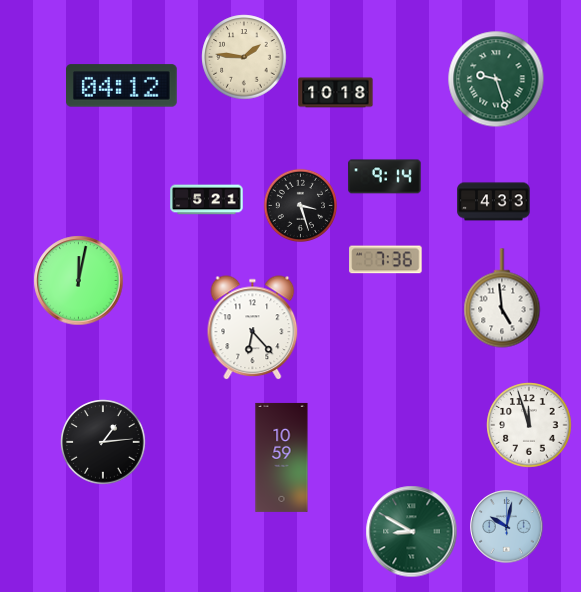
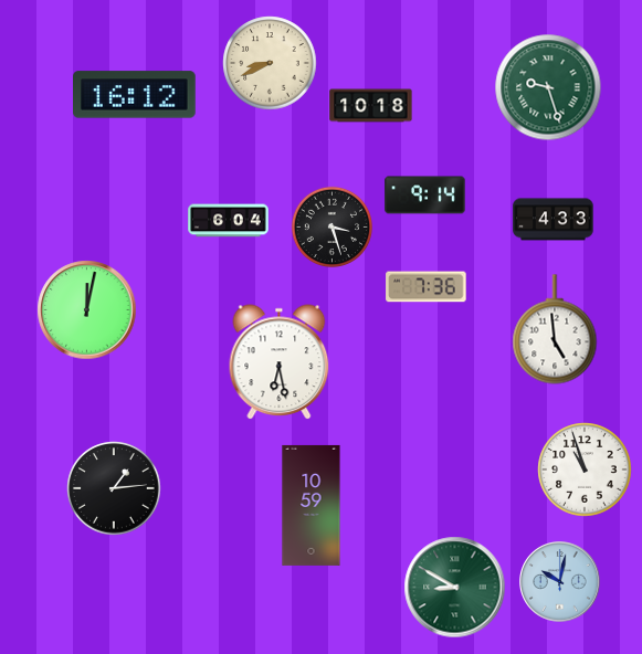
clock at (244, 57): 1:46 -> 8:41
clock at (122, 86): 04:12 -> 16:12
clock at (336, 93) position: (336, 93) -> (371, 106)
clock at (207, 200): 5:21 -> 6:04
clock at (494, 202) position: (494, 202) -> (554, 220)
clock at (253, 328): 6:23 -> 6:28
clock at (529, 425): 11:57 -> 10:57
